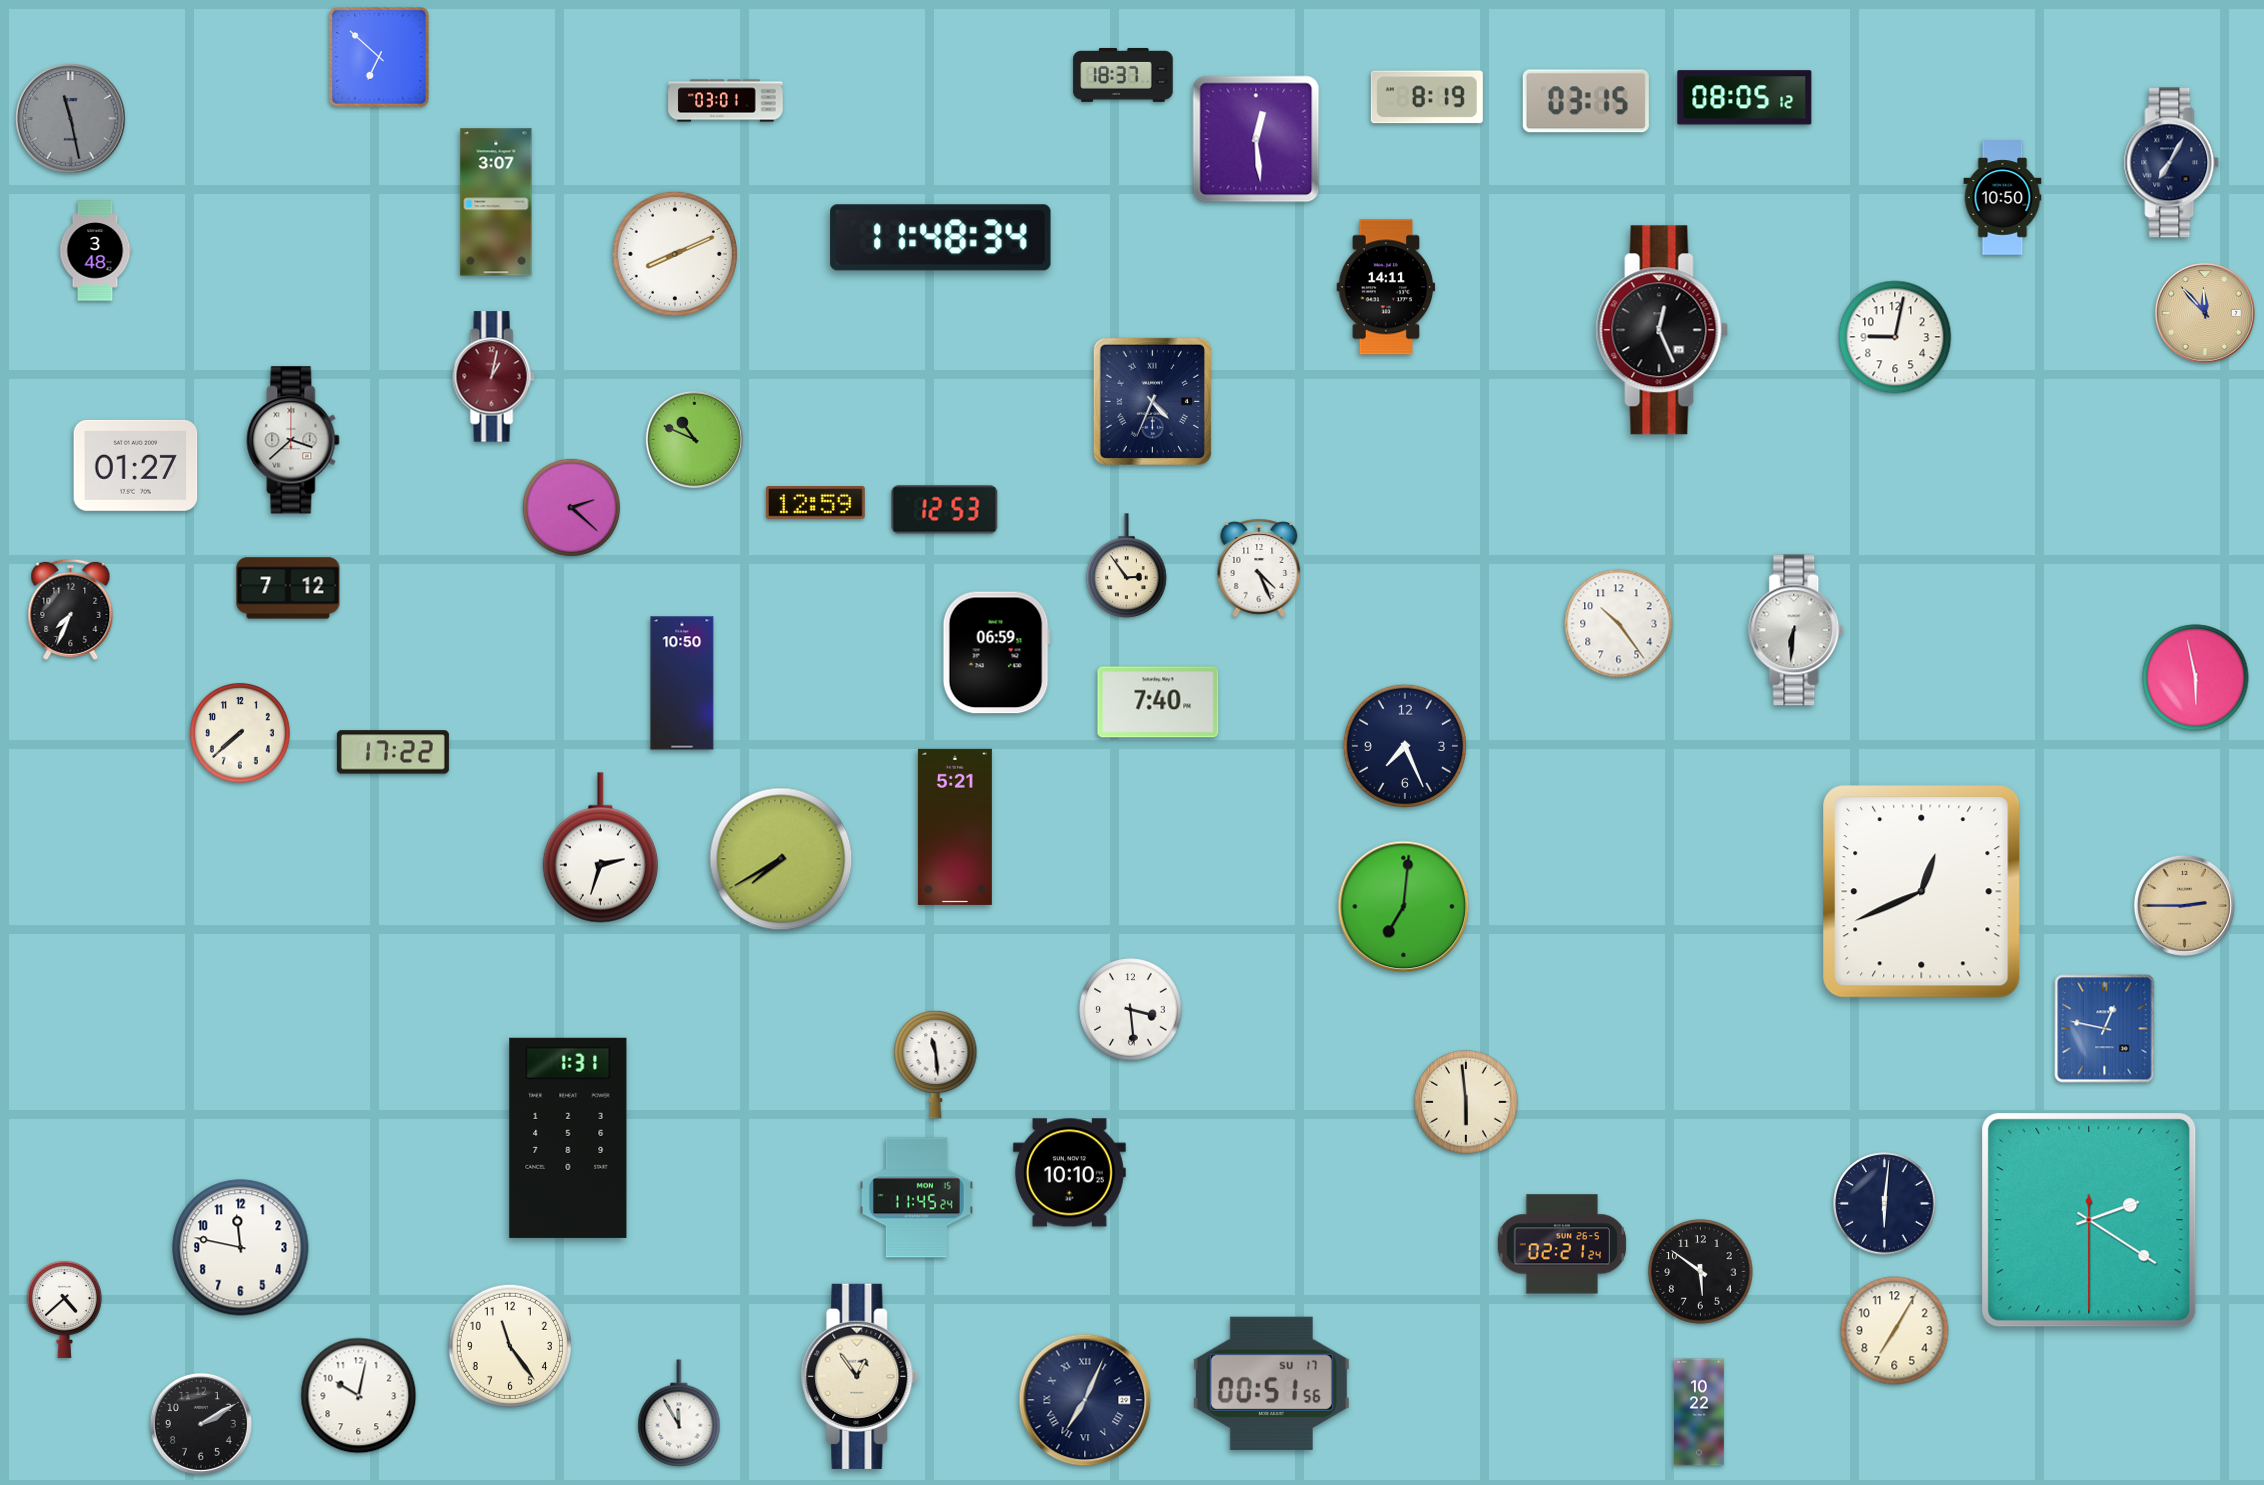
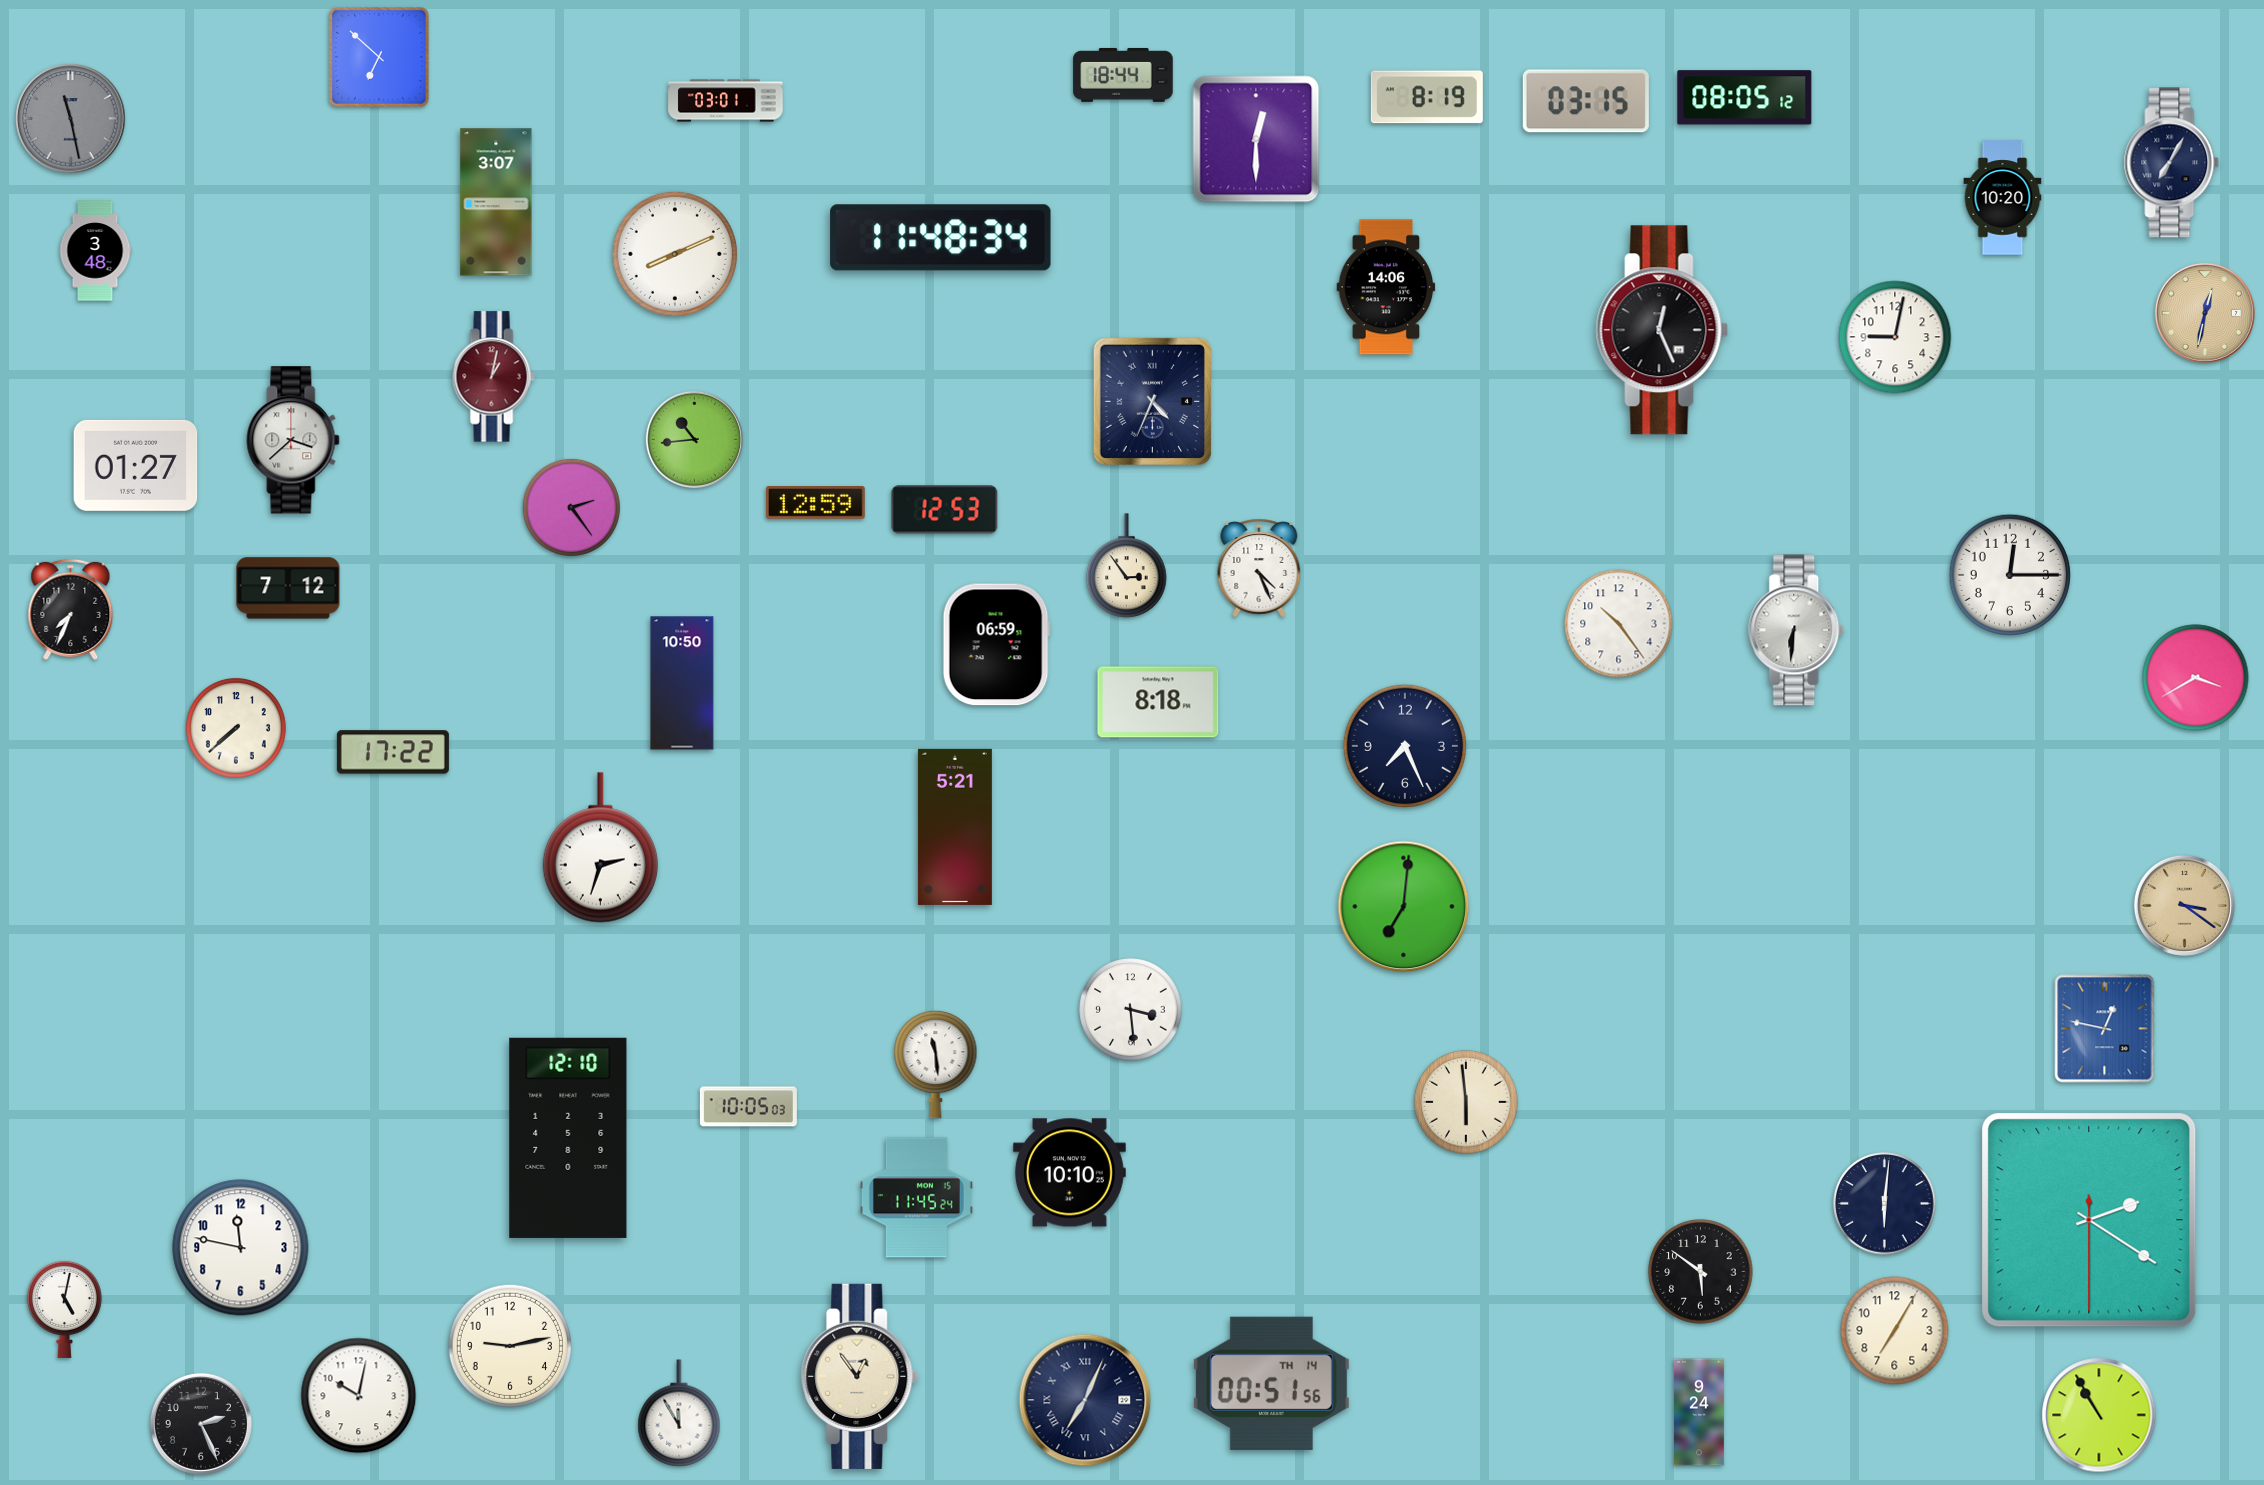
clock at (1123, 75): 18:37 -> 18:44
clock at (1256, 139): 12:29 -> 12:30
clock at (2003, 198): 10:50 -> 10:20
clock at (1386, 287): 14:11 -> 14:06
clock at (2205, 313): 11:53 -> 12:32
clock at (694, 439): 10:49 -> 10:44
clock at (571, 507): 2:22 -> 2:24
clock at (2010, 575): none -> 12:15
clock at (996, 653) position: (996, 653) -> (996, 645)
clock at (2196, 678): 5:58 -> 3:40
clock at (1158, 702): 7:40 -> 8:18
clock at (240, 733) position: (240, 733) -> (236, 728)
clock at (781, 859): 7:40 -> none
clock at (1922, 892): 12:41 -> none
clock at (2184, 905): 2:45 -> 3:21
clock at (748, 1107): none -> 10:05
clock at (568, 1138): 1:31 -> 12:10
clock at (1561, 1244): 02:21 -> none
clock at (64, 1309): 4:38 -> 5:02
clock at (510, 1346): 11:24 -> 9:13
clock at (1271, 1383) date: SU 17 -> TH 14
clock at (1700, 1412): 10:22 -> 9:24
clock at (2099, 1415): none -> 10:55
clock at (201, 1424): 2:10 -> 2:26
